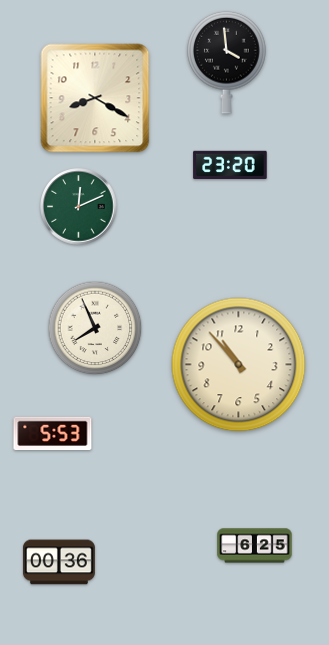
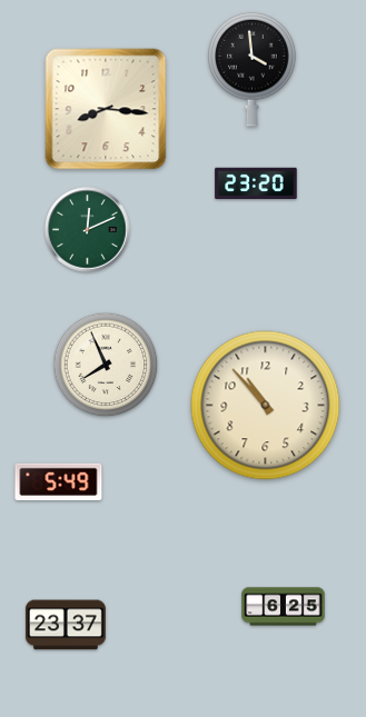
clock at (95, 98): 8:20 -> 8:16
clock at (53, 433): 5:53 -> 5:49
clock at (59, 562): 00:36 -> 23:37
